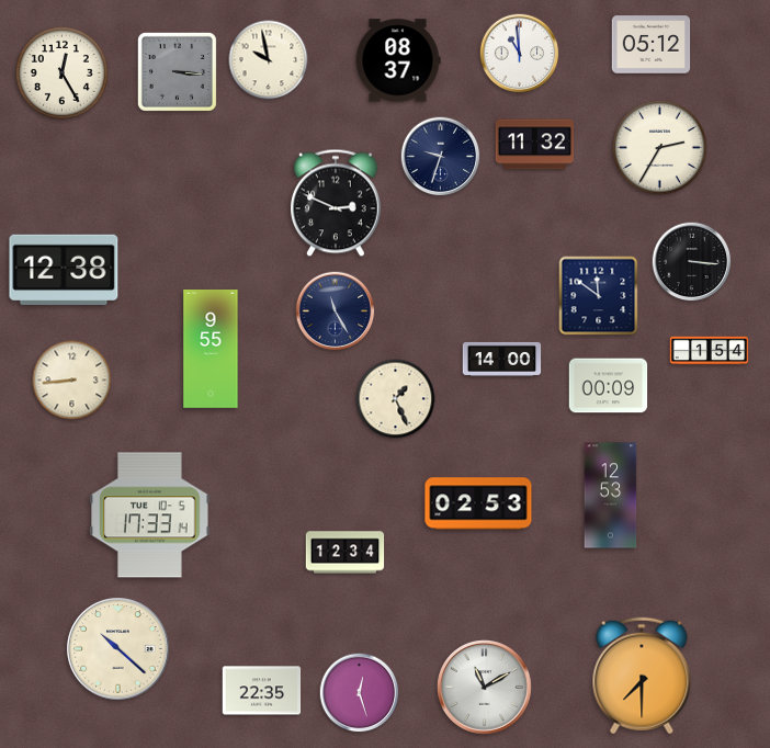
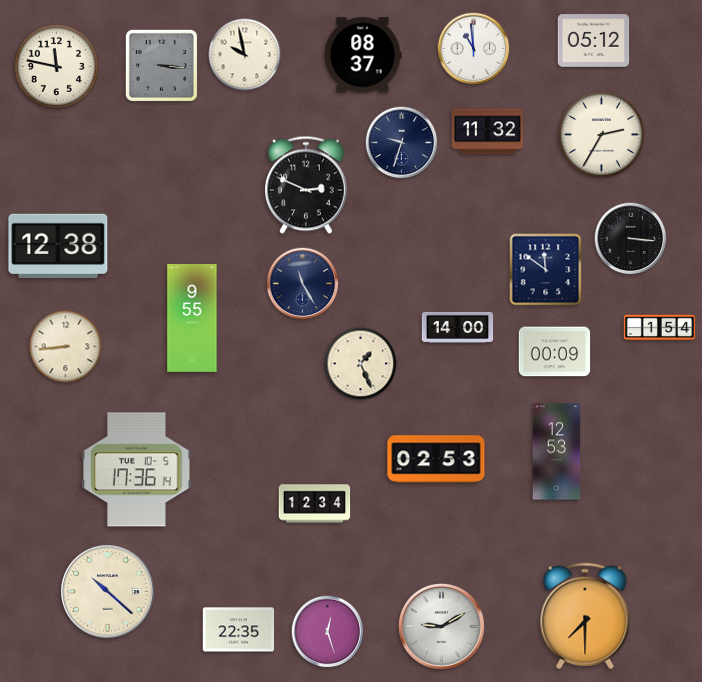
clock at (61, 72): 12:25 -> 11:47
clock at (336, 311) position: (336, 311) -> (303, 284)
clock at (710, 351) position: (710, 351) -> (660, 328)
clock at (150, 515): 17:33 -> 17:36
clock at (485, 688): 11:10 -> 9:10
